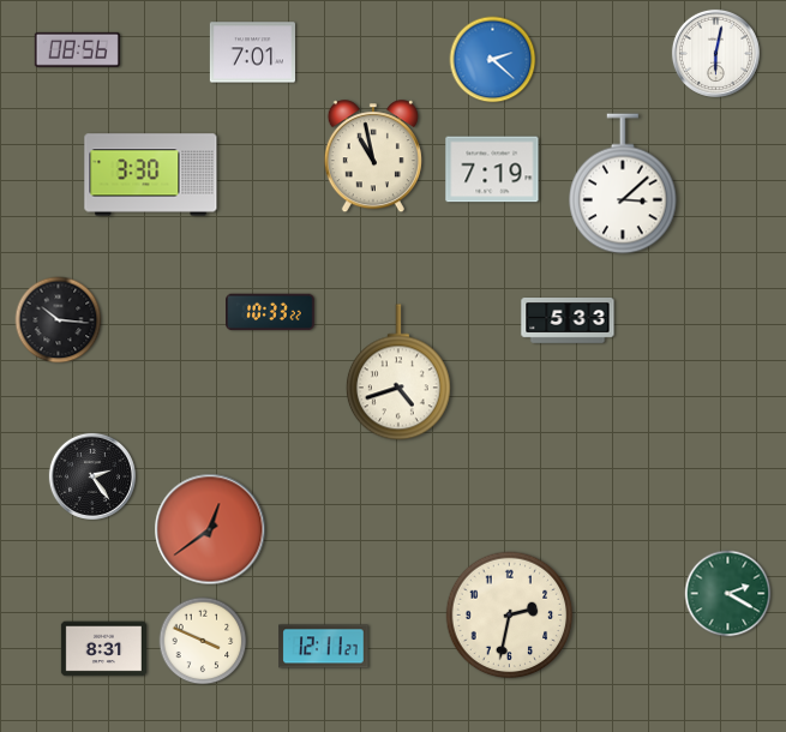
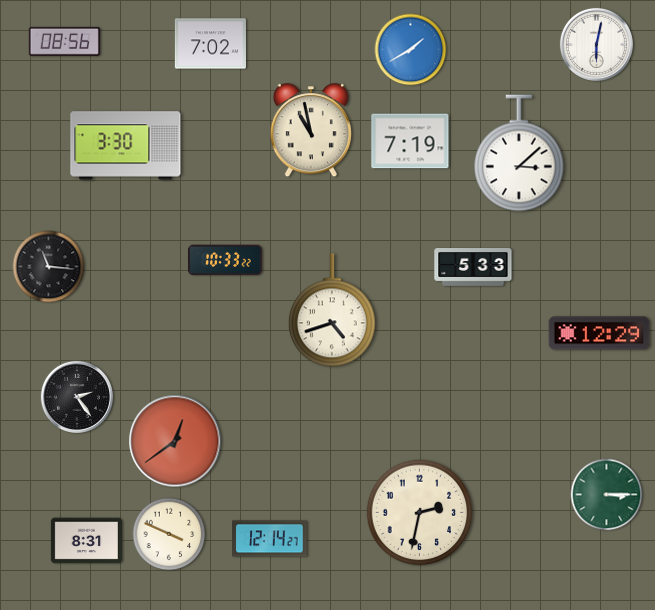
clock at (252, 53): 7:01 -> 7:02
clock at (493, 60): 2:22 -> 1:40
clock at (59, 320): 10:16 -> 11:16
clock at (599, 333): none -> 12:29
clock at (728, 594): 2:20 -> 3:15
clock at (510, 616) position: (510, 616) -> (420, 513)
clock at (324, 647): 12:11 -> 12:14
